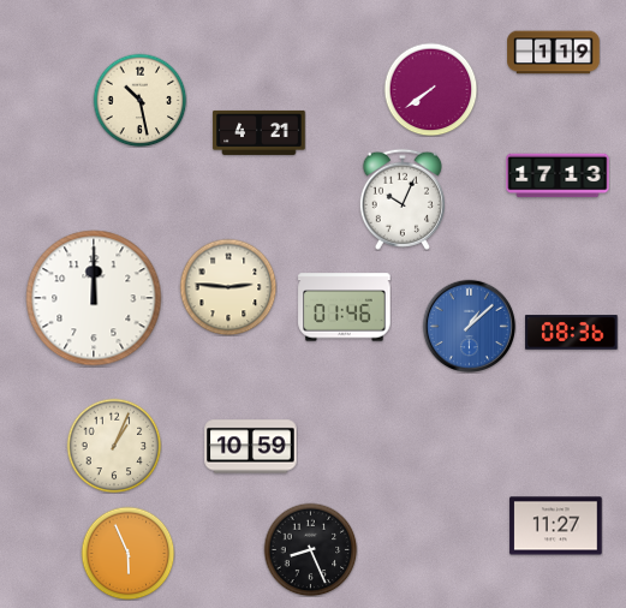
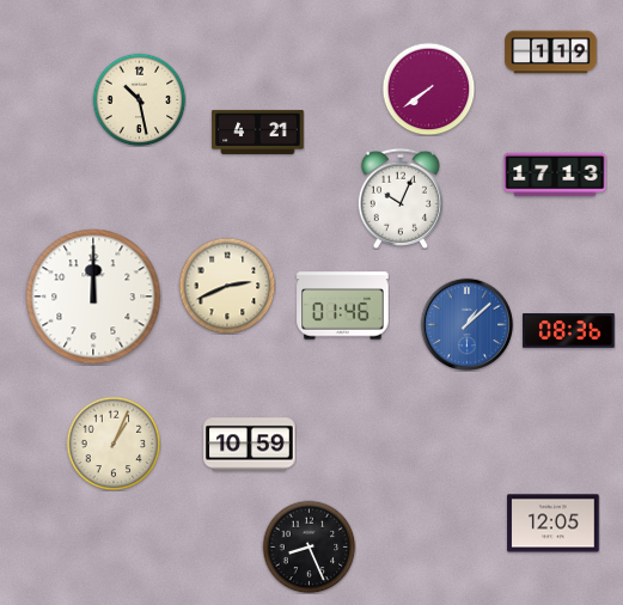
clock at (228, 287): 2:46 -> 2:41
clock at (556, 526): 11:27 -> 12:05
clock at (127, 553): 5:56 -> none
